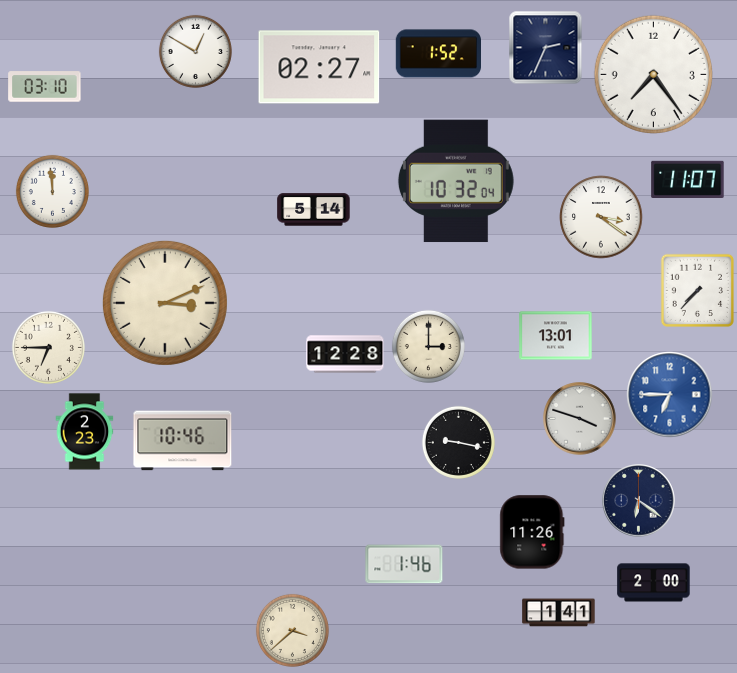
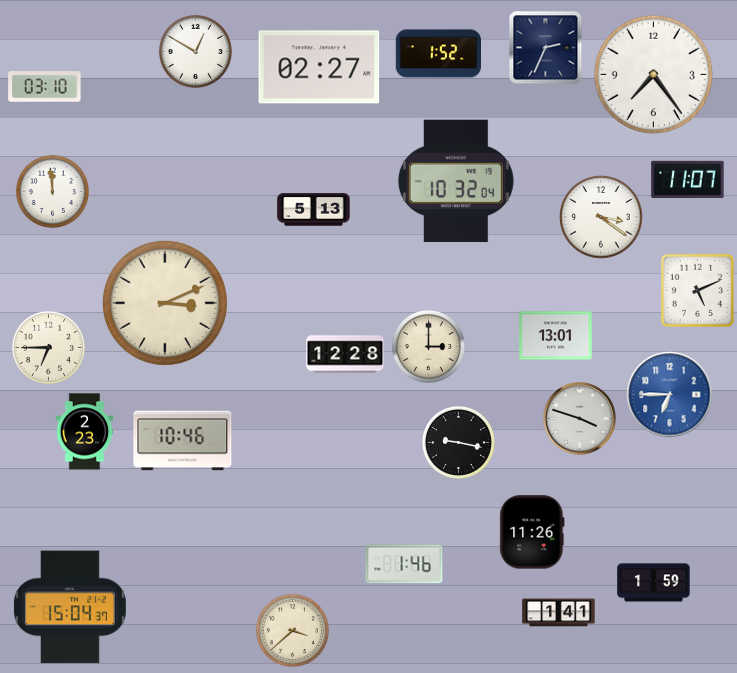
clock at (314, 210): 5:14 -> 5:13
clock at (697, 290): 7:37 -> 5:11
clock at (639, 501): 6:21 -> none
clock at (654, 583): 2:00 -> 1:59
clock at (70, 607): none -> 15:04
